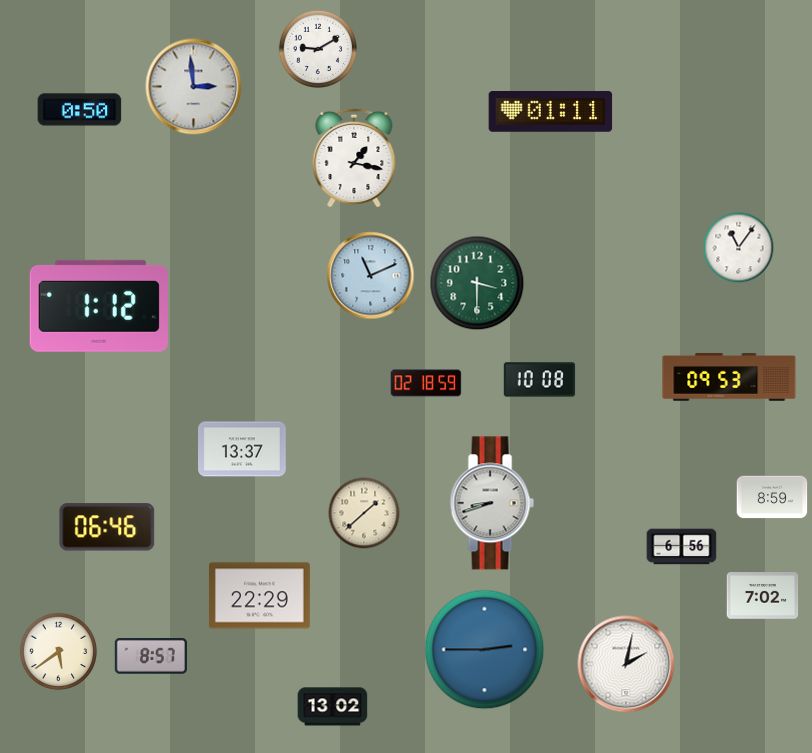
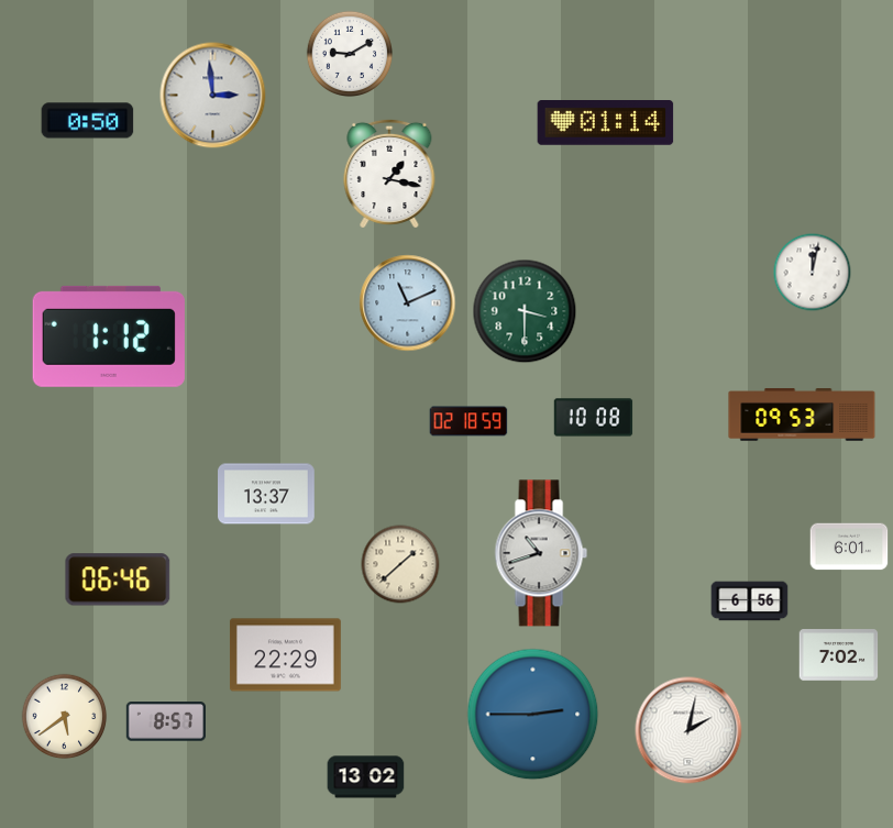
clock at (551, 112): 01:11 -> 01:14
clock at (739, 248): 11:06 -> 12:02
clock at (772, 497): 8:59 -> 6:01
clock at (492, 503): 8:42 -> 10:42
